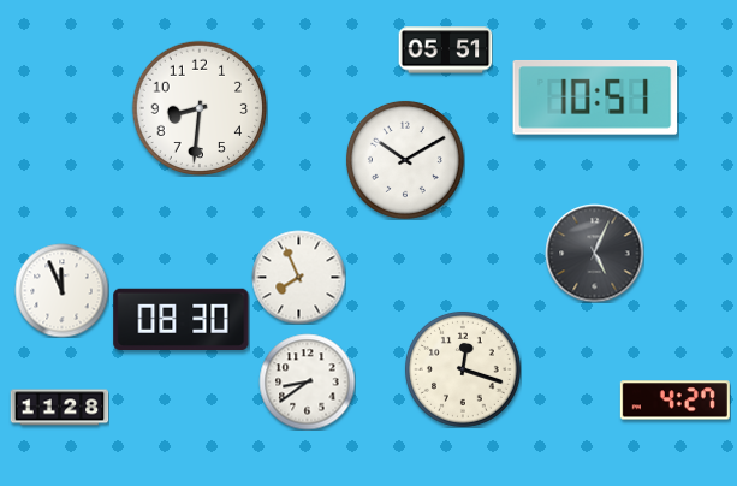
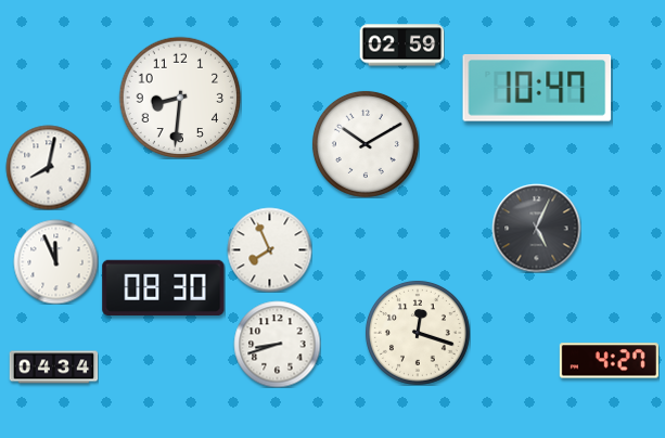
clock at (445, 51): 05:51 -> 02:59
clock at (595, 97): 10:51 -> 10:47
clock at (48, 167): none -> 8:02
clock at (307, 381): 8:39 -> 8:42
clock at (59, 408): 11:28 -> 04:34
